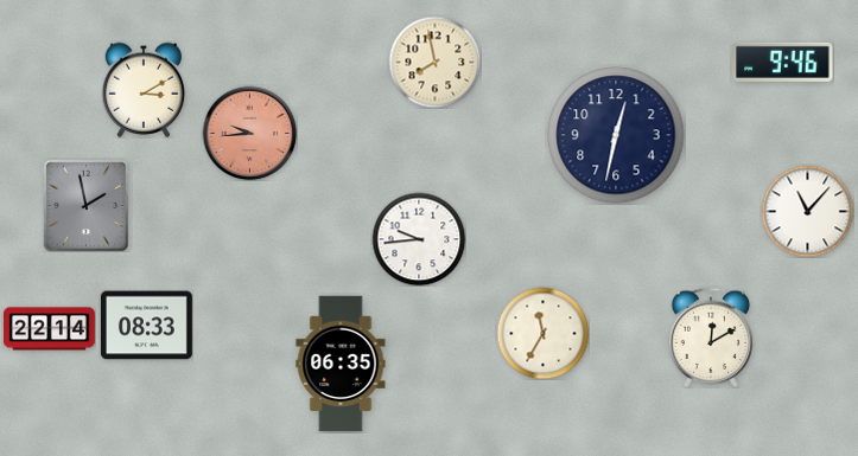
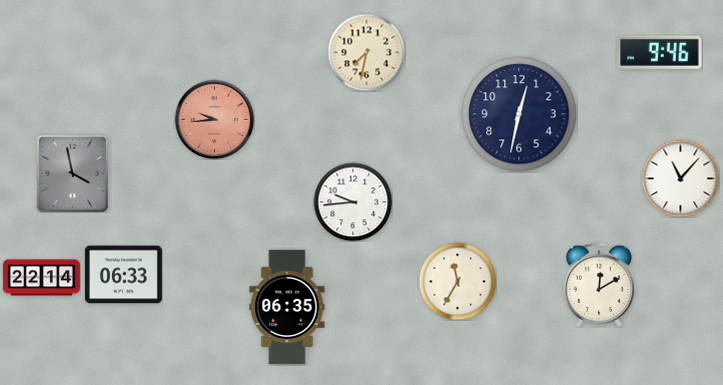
clock at (434, 62): 7:58 -> 7:32
clock at (144, 90): 3:10 -> none
clock at (249, 133) position: (249, 133) -> (214, 119)
clock at (87, 205): 1:58 -> 3:58
clock at (146, 326): 08:33 -> 06:33
